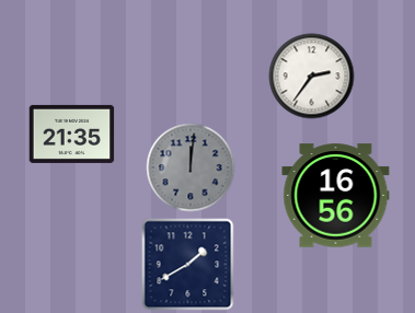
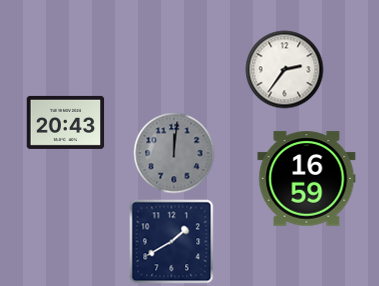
clock at (72, 134): 21:35 -> 20:43
clock at (336, 196): 16:56 -> 16:59
